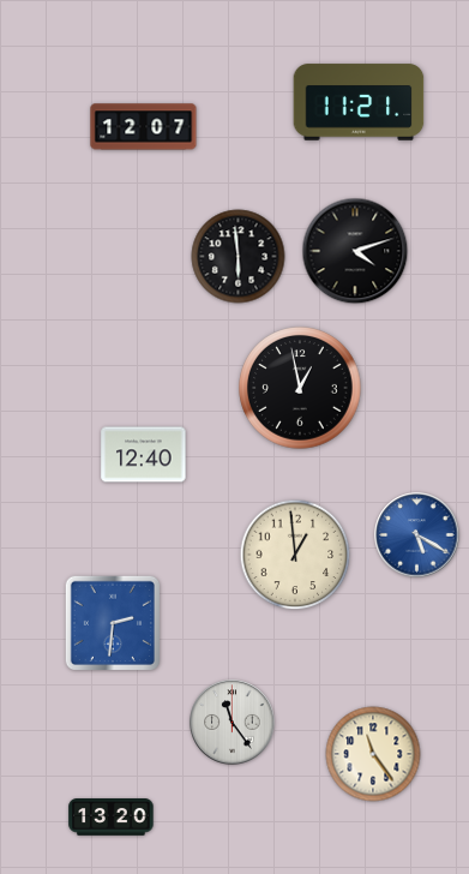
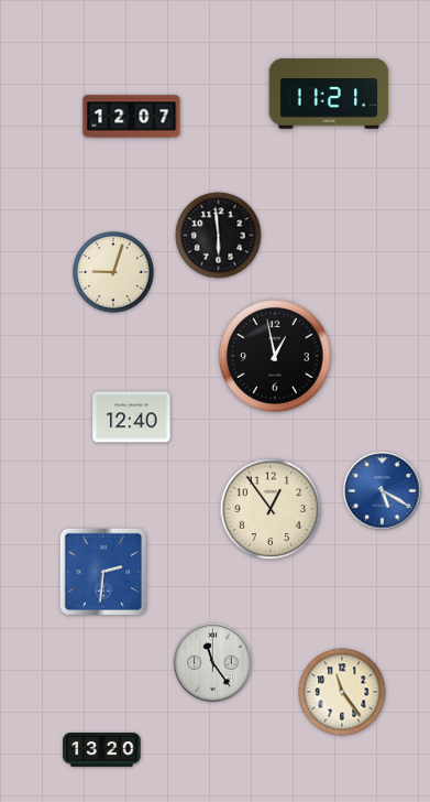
clock at (355, 251): 4:12 -> none
clock at (113, 272): none -> 9:03
clock at (295, 555): 12:59 -> 12:54
